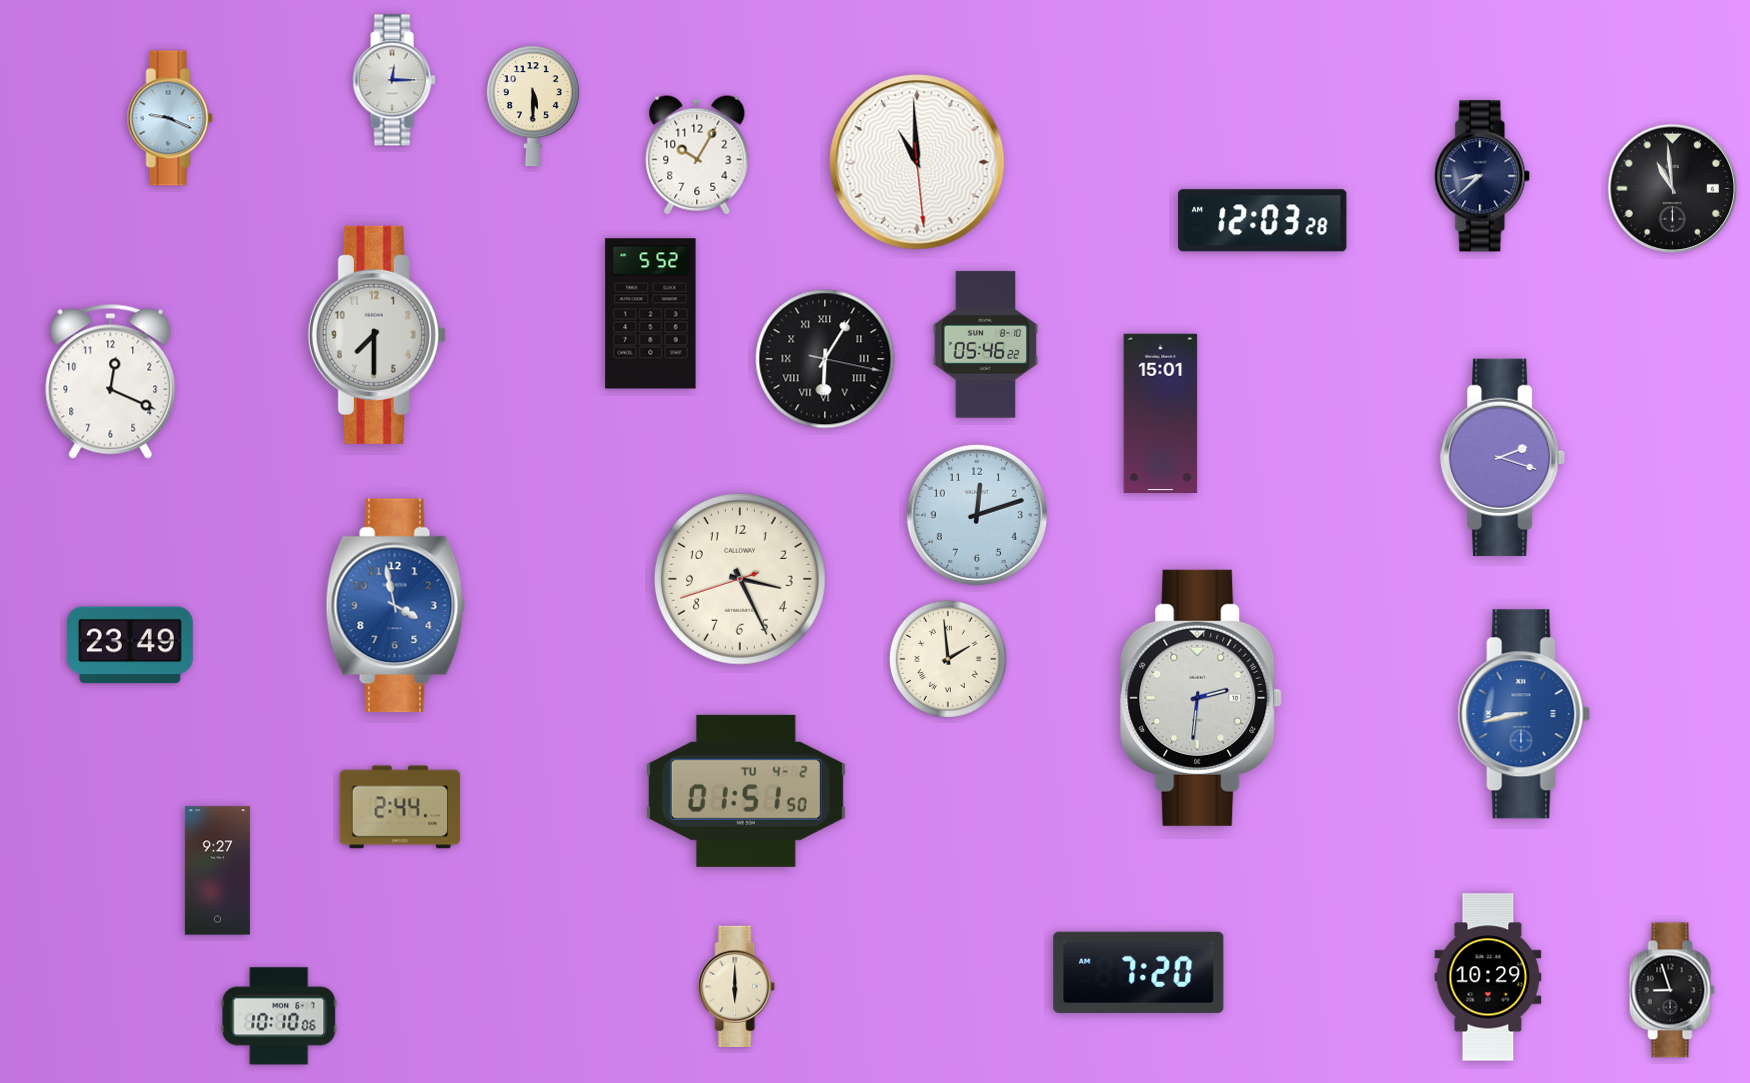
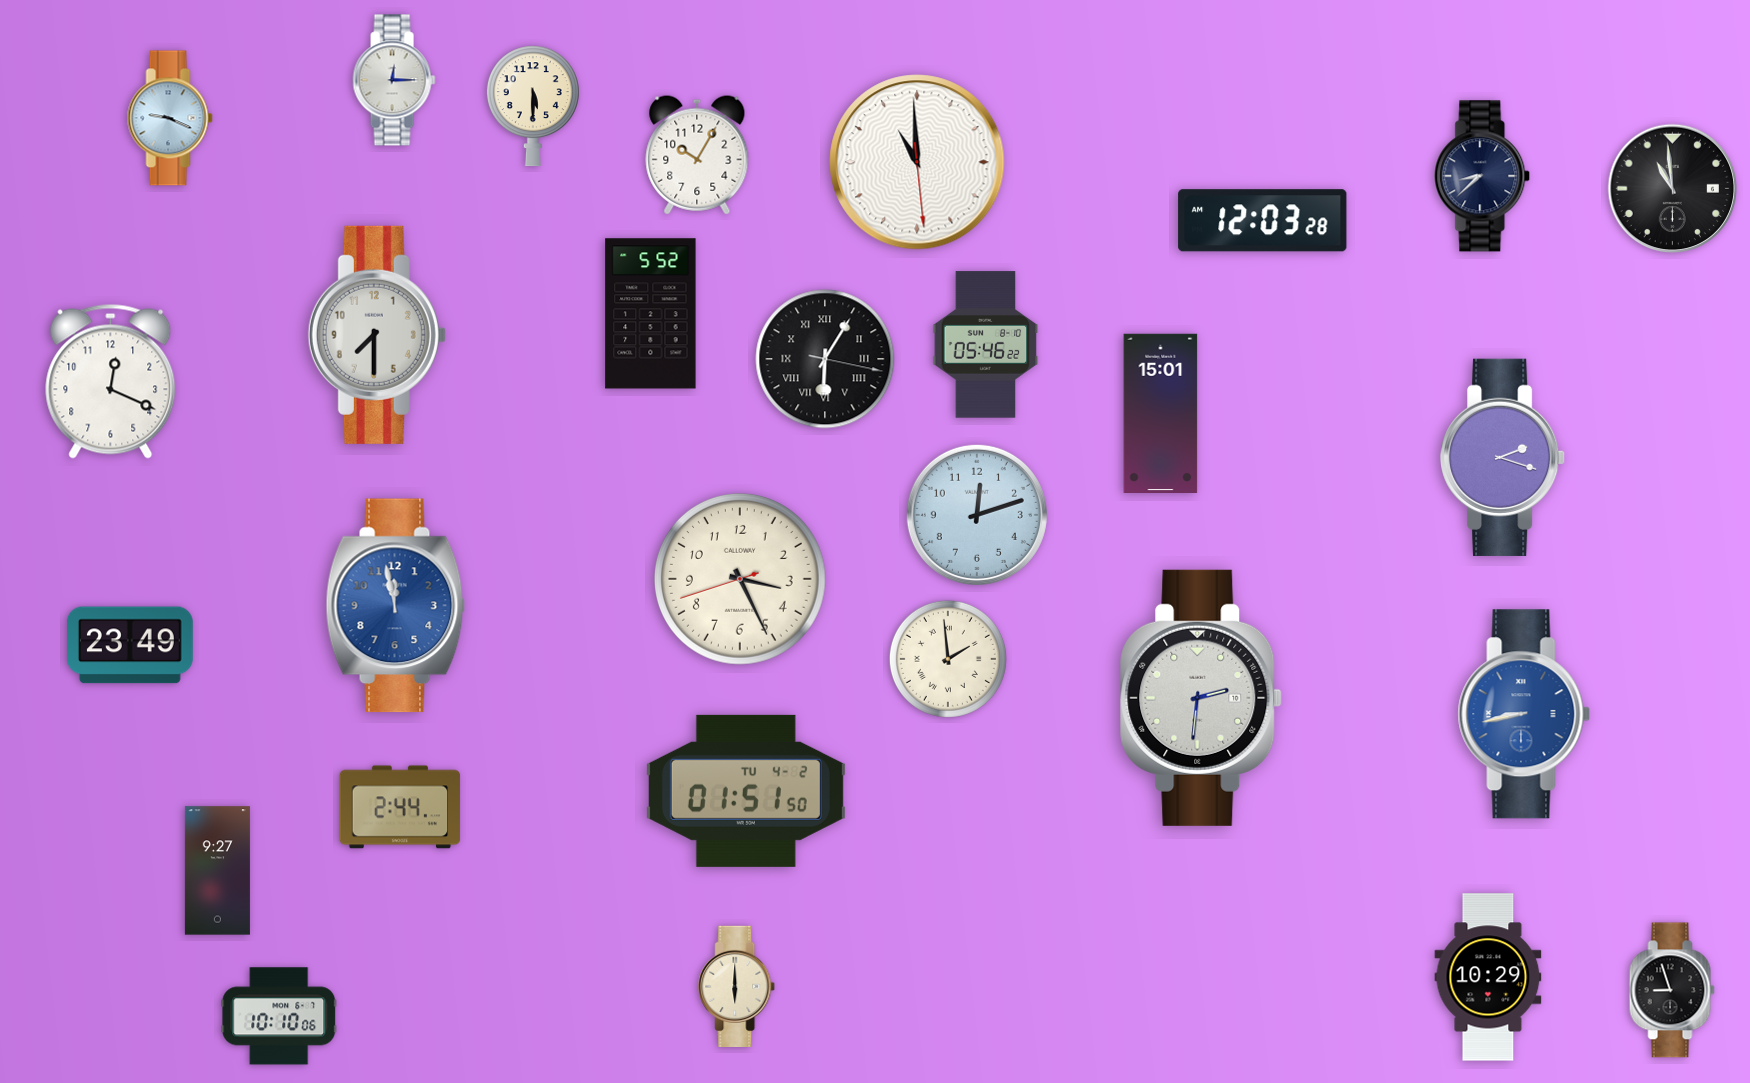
clock at (396, 606): 3:58 -> 11:58
clock at (1139, 972): 7:20 -> none
